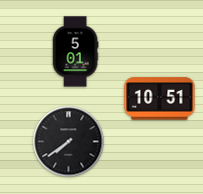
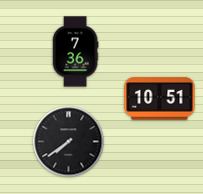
clock at (75, 52): 5:01 -> 7:36
